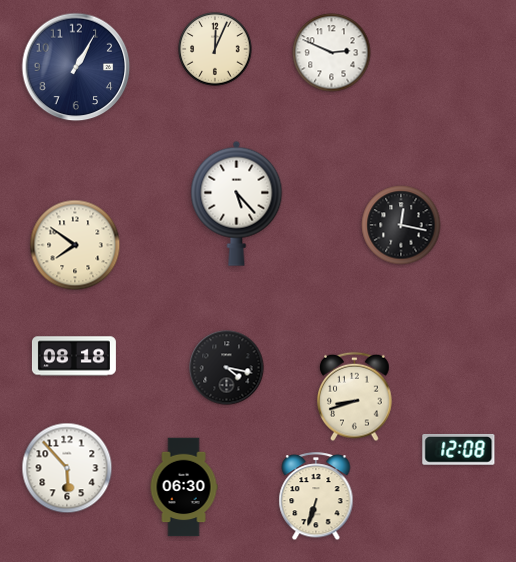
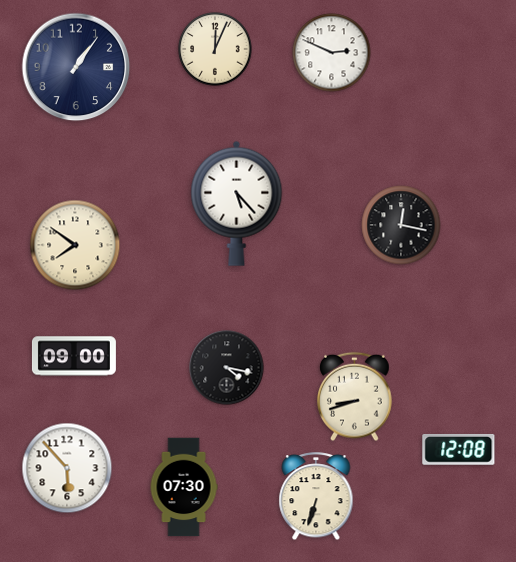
clock at (76, 67): 1:05 -> 1:06
clock at (74, 356): 08:18 -> 09:00
clock at (184, 487): 06:30 -> 07:30
